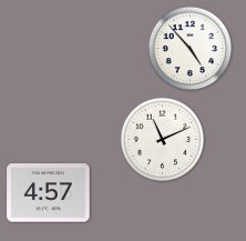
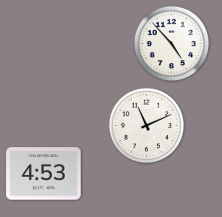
clock at (49, 193): 4:57 -> 4:53
